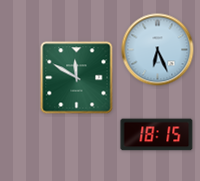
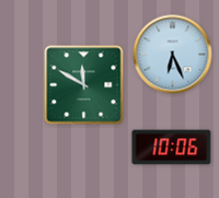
clock at (157, 135): 18:15 -> 10:06
